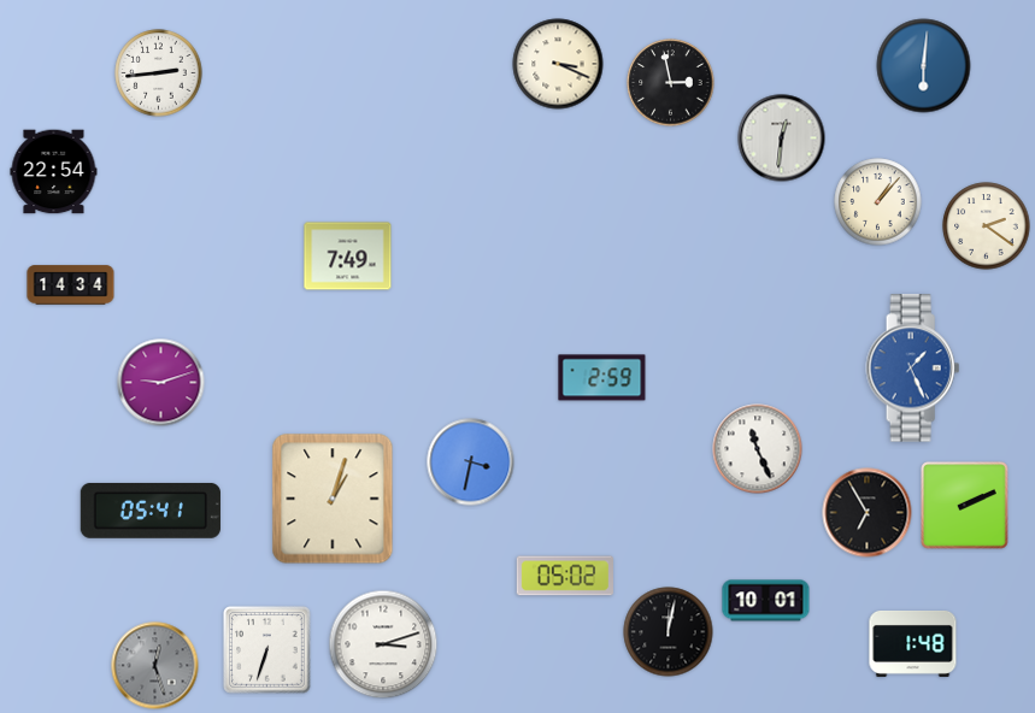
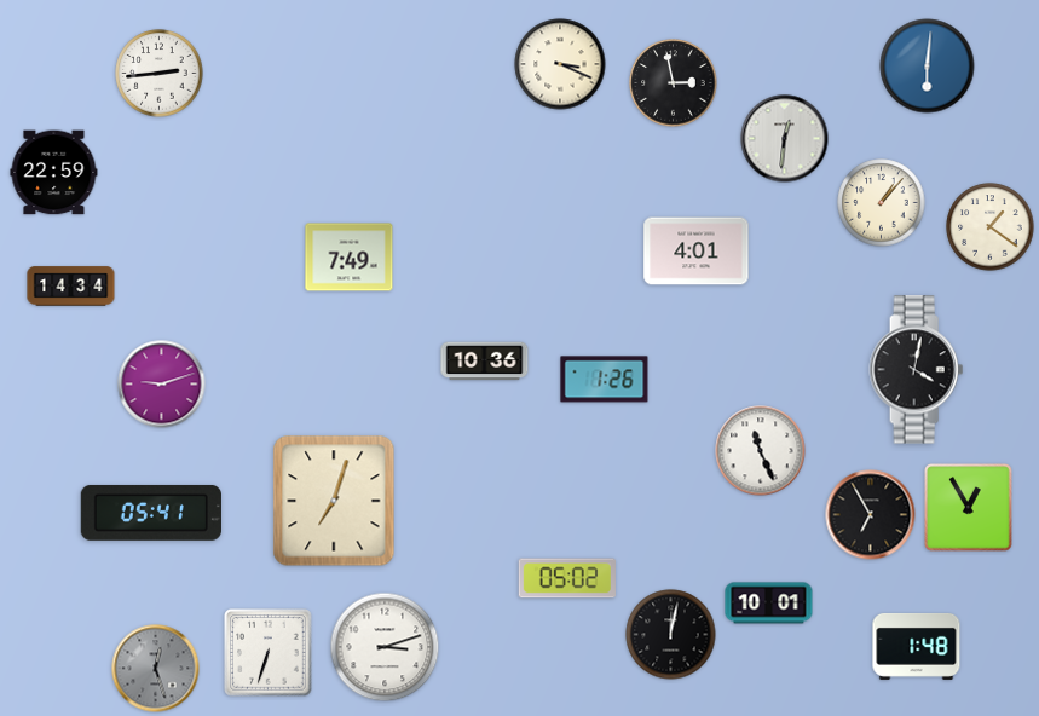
clock at (54, 172): 22:54 -> 22:59
clock at (987, 226): 2:21 -> 1:21
clock at (697, 252): none -> 4:01
clock at (485, 362): none -> 10:36
clock at (913, 369): 1:26 -> 4:02
clock at (913, 369) dial: blue -> black
clock at (602, 378): 2:59 -> 1:26
clock at (471, 462): 3:32 -> none
clock at (333, 499): 1:03 -> 7:03
clock at (965, 506): 2:11 -> 12:55
